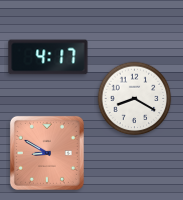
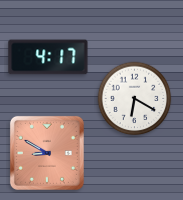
clock at (135, 99): 8:20 -> 6:20
